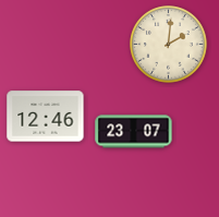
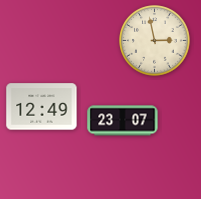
clock at (169, 45): 2:01 -> 2:58
clock at (46, 117): 12:46 -> 12:49
